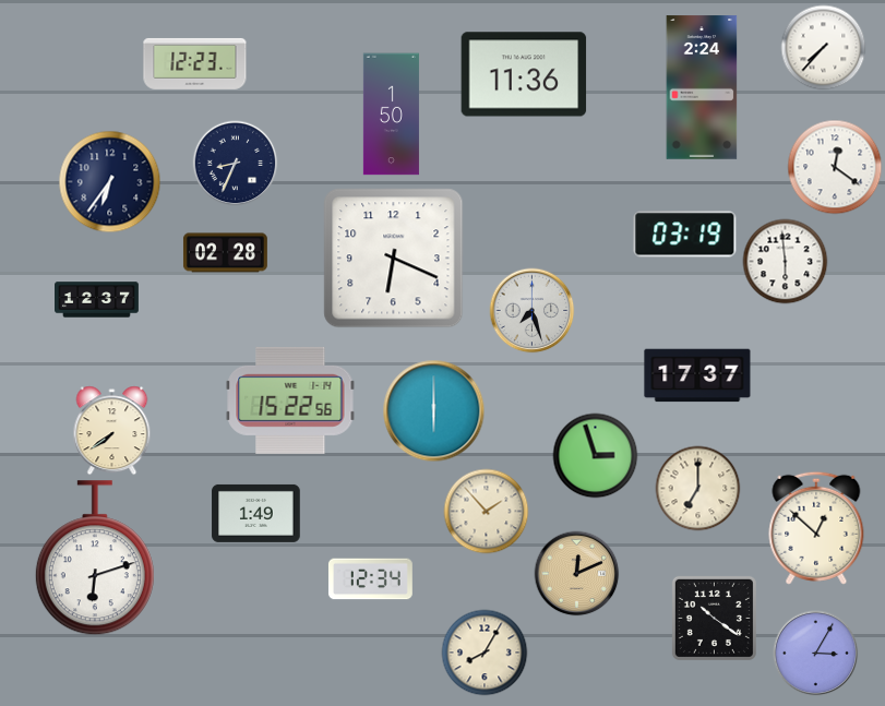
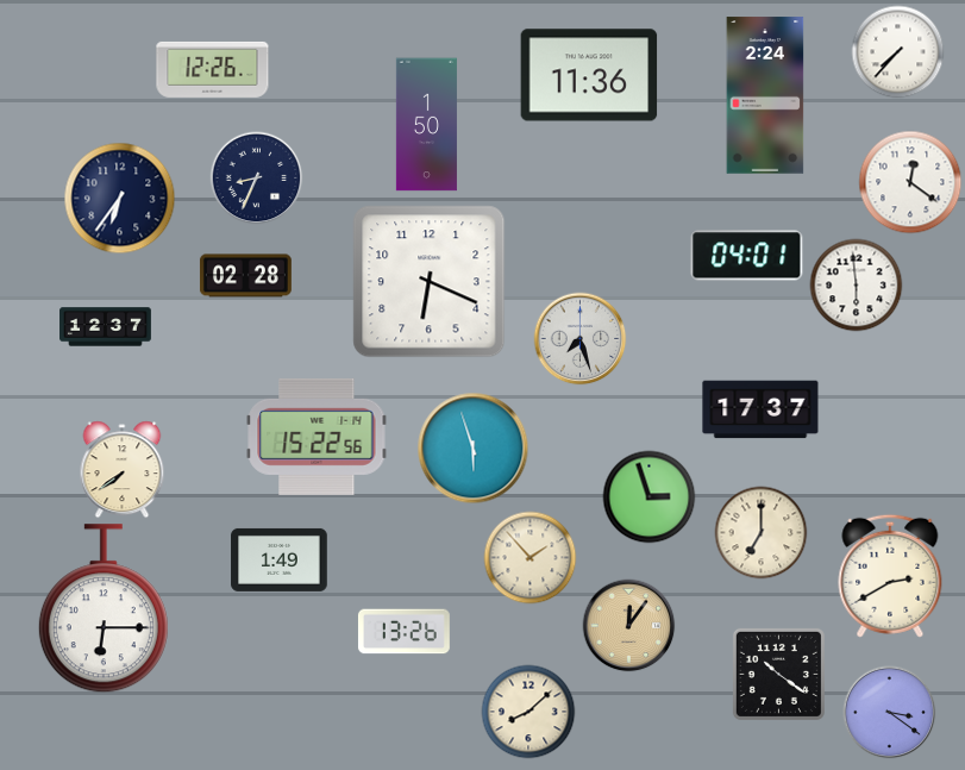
clock at (195, 63): 12:23 -> 12:26
clock at (524, 74) position: (524, 74) -> (589, 75)
clock at (685, 235): 03:19 -> 04:01
clock at (433, 410): 6:00 -> 5:57
clock at (816, 528): 12:52 -> 2:40
clock at (95, 559): 6:12 -> 6:15
clock at (576, 573): 12:11 -> 12:06
clock at (370, 579): 12:34 -> 13:26
clock at (485, 653): 8:05 -> 8:08
clock at (815, 653): 3:05 -> 3:21
